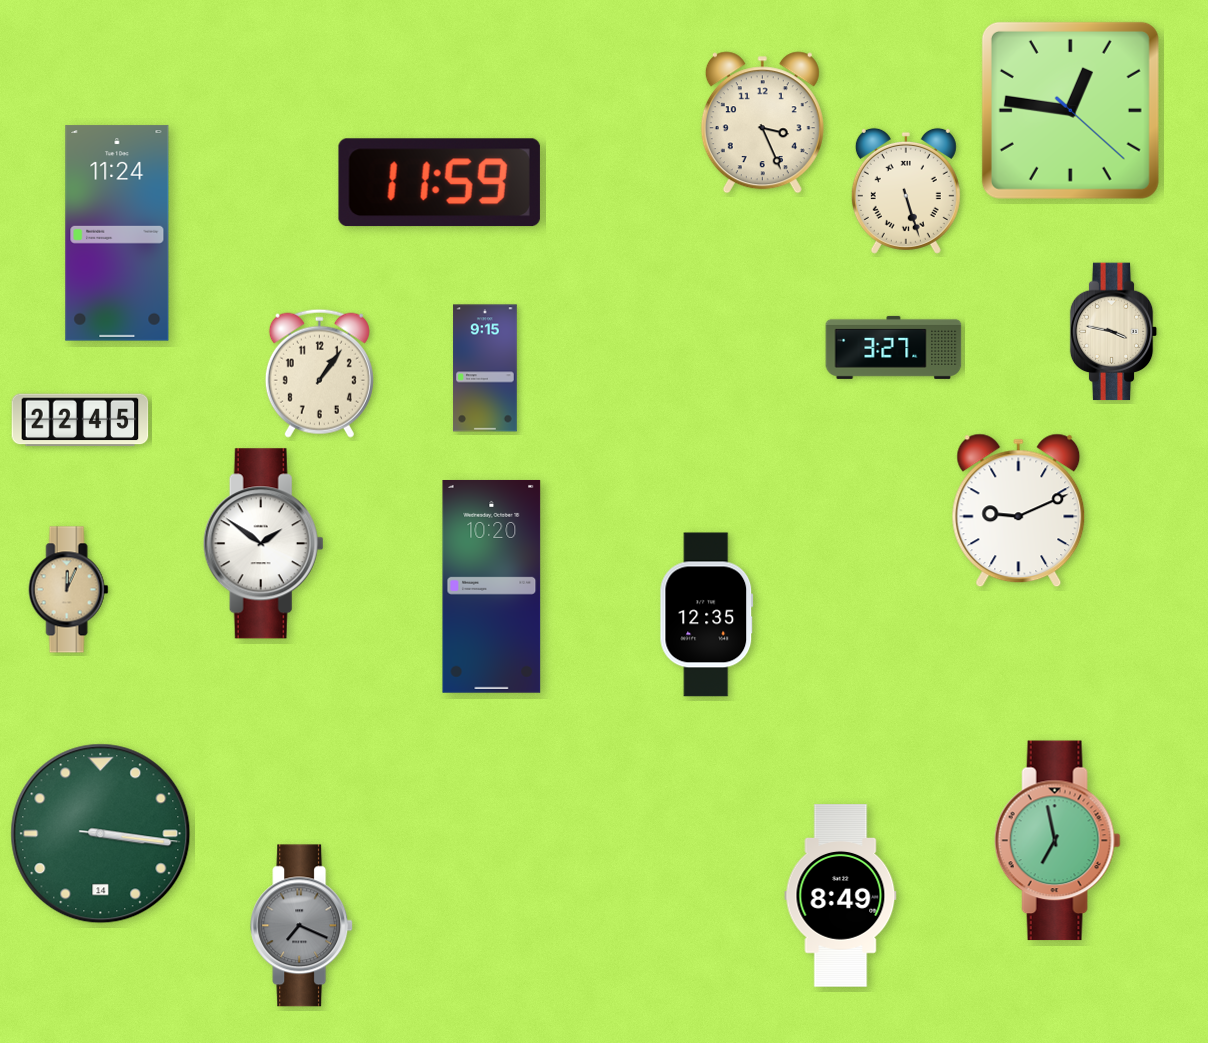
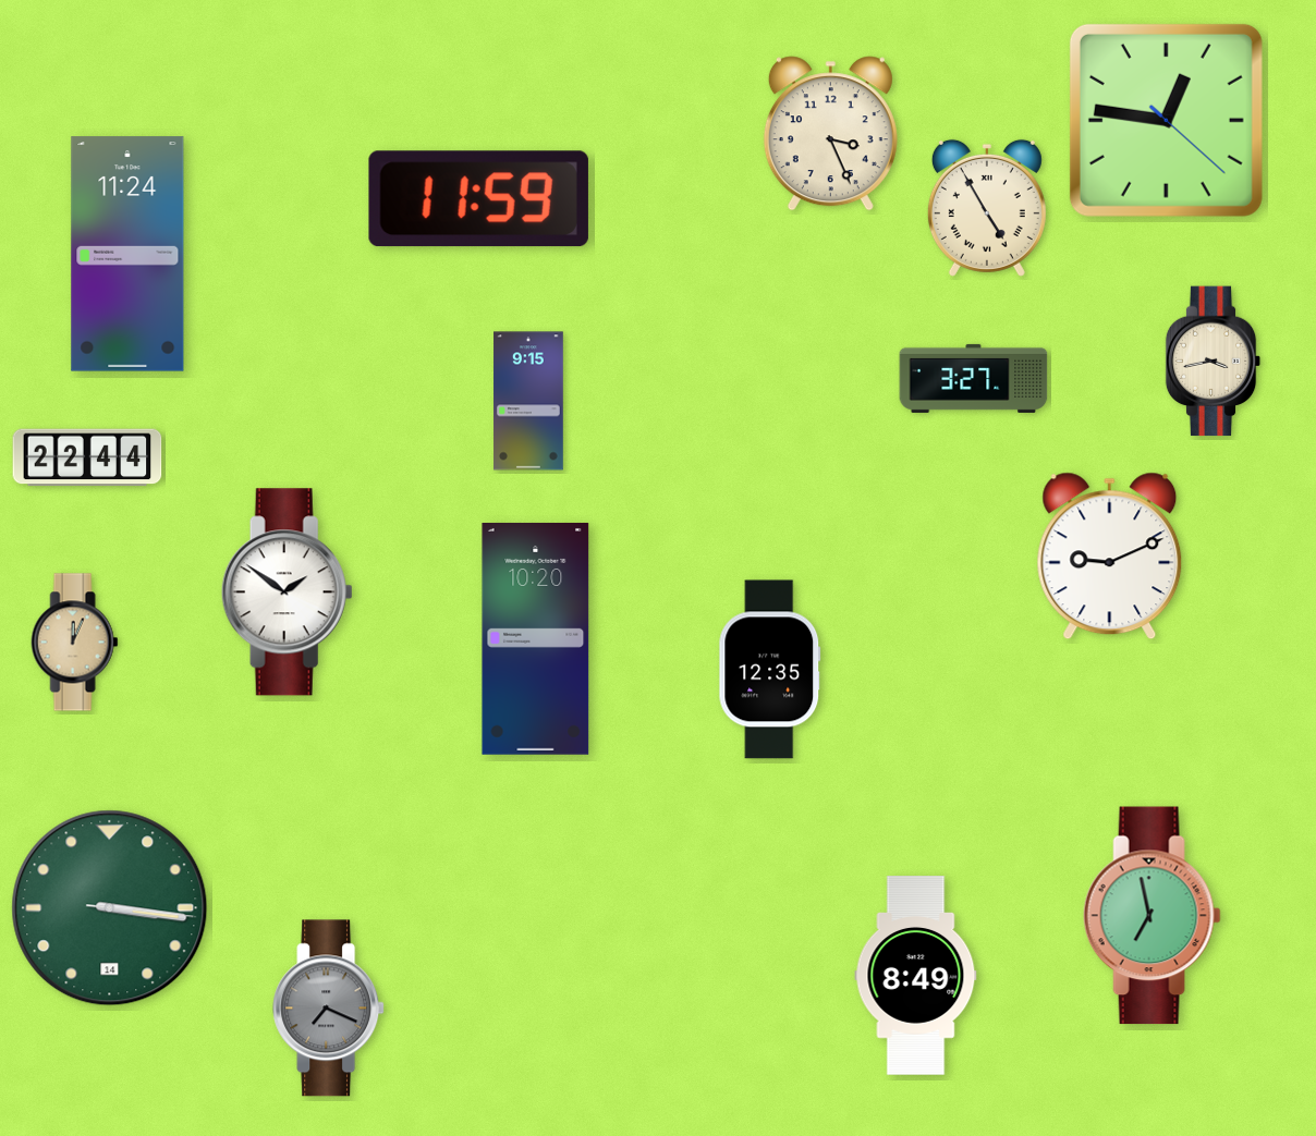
clock at (906, 191): 5:27 -> 4:55
clock at (1114, 332): 3:47 -> 3:43
clock at (319, 373): 1:06 -> none
clock at (80, 420): 22:45 -> 22:44
